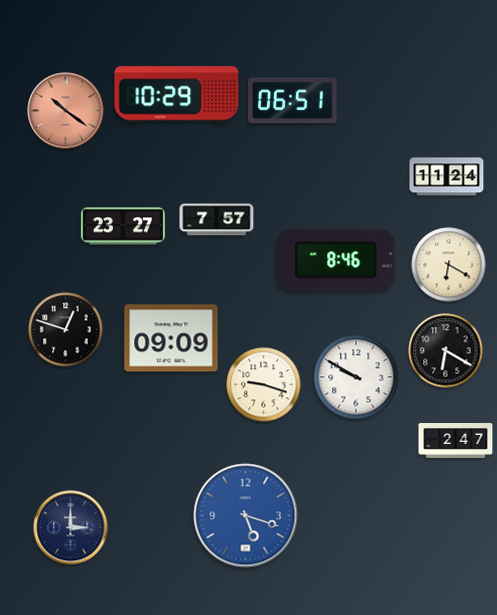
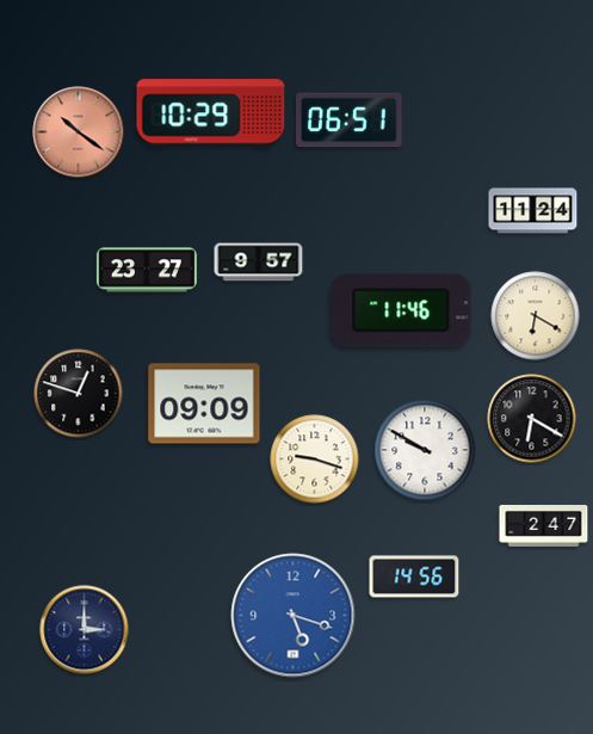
clock at (217, 220): 7:57 -> 9:57
clock at (336, 260): 8:46 -> 11:46
clock at (414, 576): none -> 14:56
